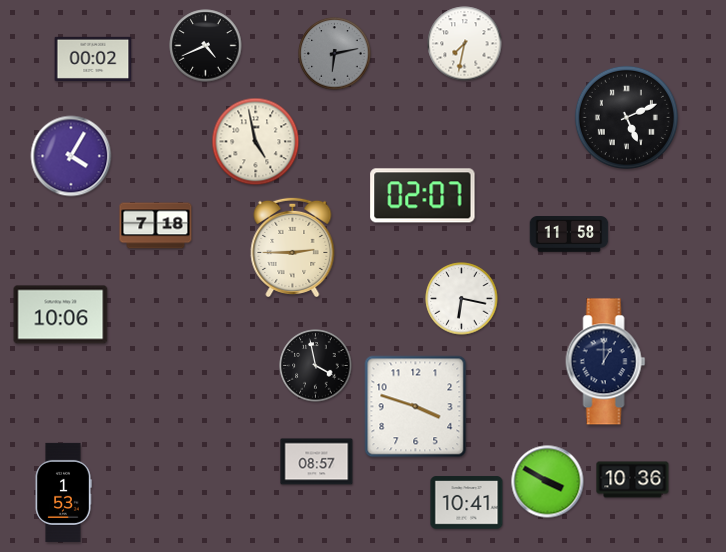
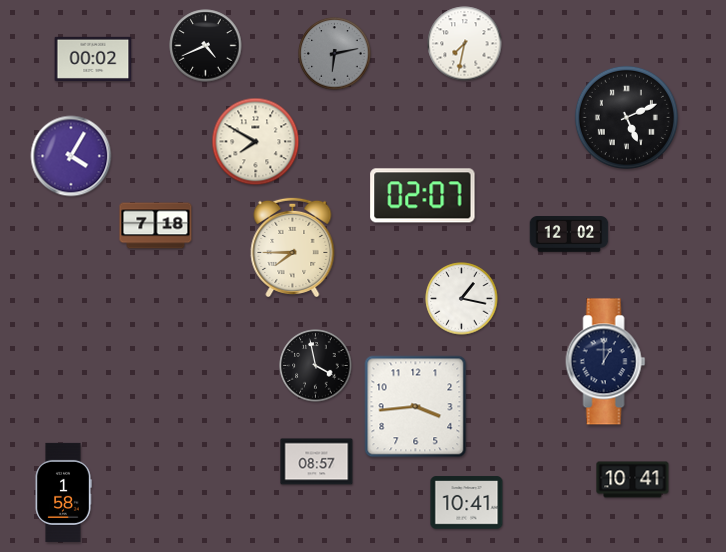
clock at (256, 142): 4:58 -> 7:50
clock at (569, 235): 11:58 -> 12:02
clock at (293, 247): 2:45 -> 7:45
clock at (462, 299): 6:17 -> 1:17
clock at (61, 315): 10:06 -> none
clock at (416, 407): 3:48 -> 3:44
clock at (633, 480): 10:36 -> 10:41
clock at (548, 482): 3:50 -> none
clock at (63, 492): 1:53 -> 1:58
